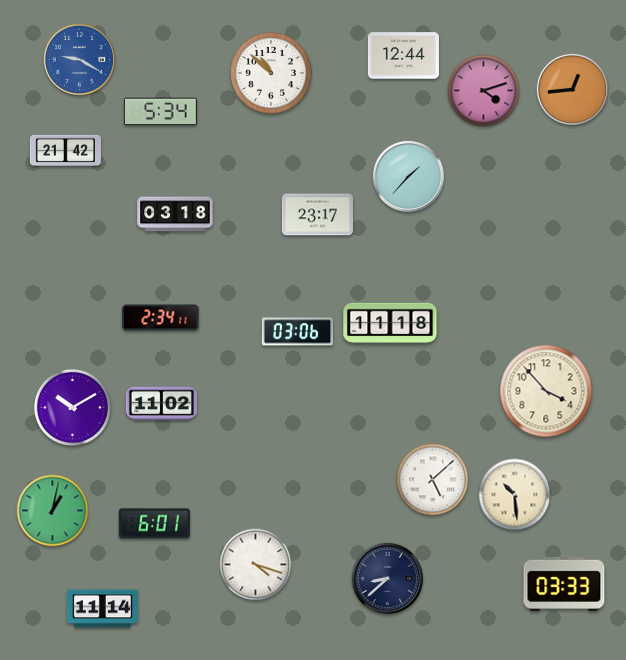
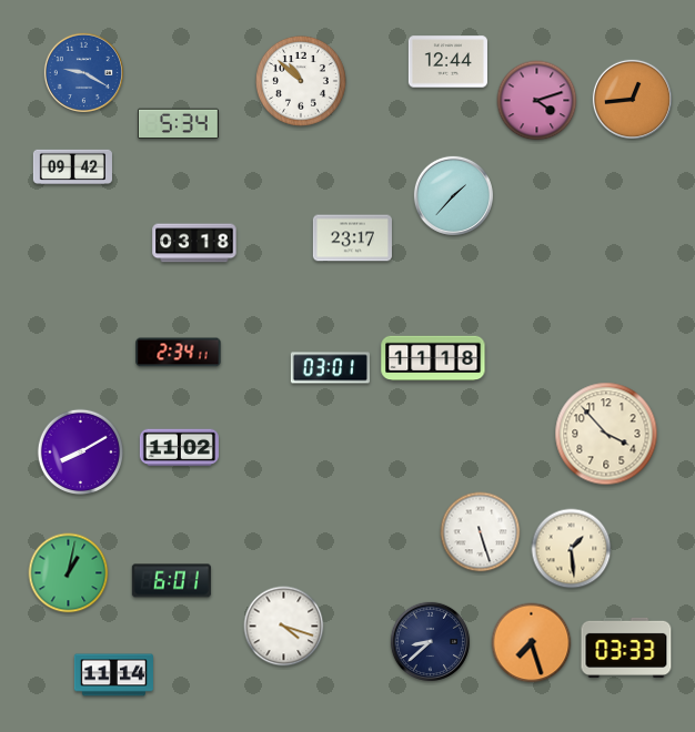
clock at (79, 59) position: (79, 59) -> (83, 72)
clock at (572, 89) position: (572, 89) -> (632, 99)
clock at (65, 150): 21:42 -> 09:42
clock at (175, 214) position: (175, 214) -> (194, 243)
clock at (297, 332): 03:06 -> 03:01
clock at (73, 408): 10:10 -> 8:10
clock at (433, 480): 5:08 -> 5:27
clock at (515, 495): 10:29 -> 1:29
clock at (53, 511) position: (53, 511) -> (69, 573)
clock at (532, 643): none -> 7:27
